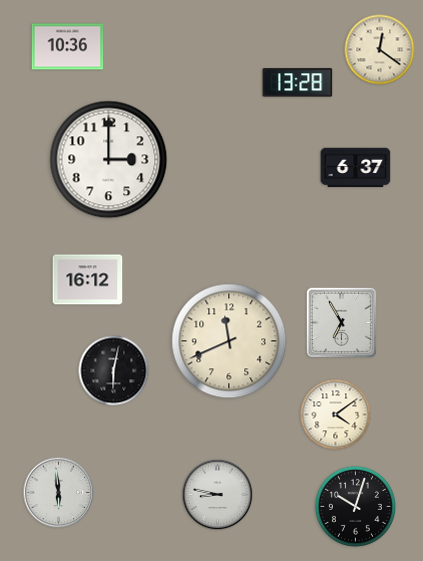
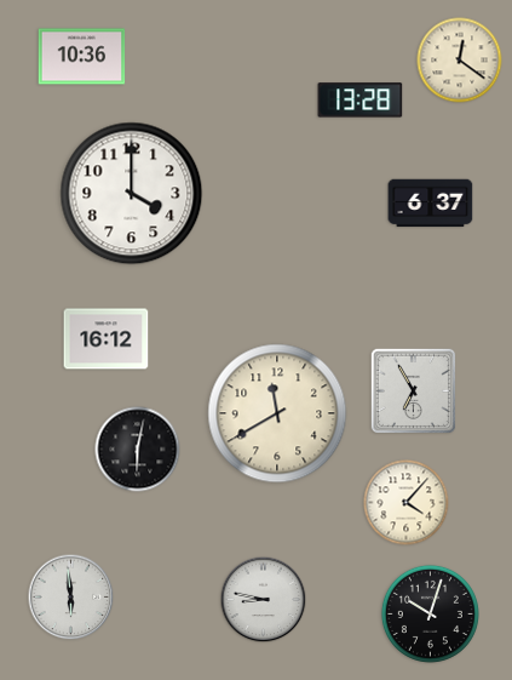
clock at (109, 160): 3:00 -> 4:00
clock at (229, 341): 11:41 -> 11:40
clock at (336, 415): 4:09 -> 4:07
